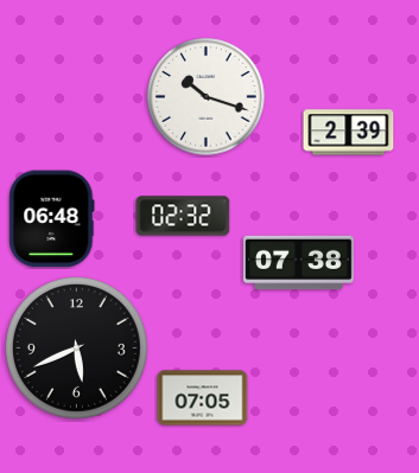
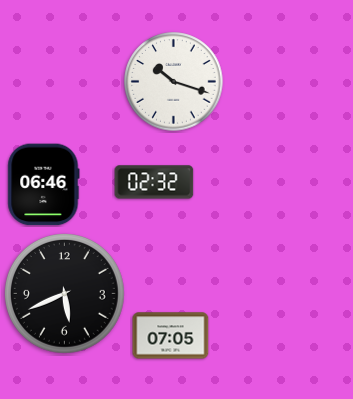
clock at (349, 133): 2:39 -> none
clock at (52, 219): 06:48 -> 06:46
clock at (299, 263): 07:38 -> none
